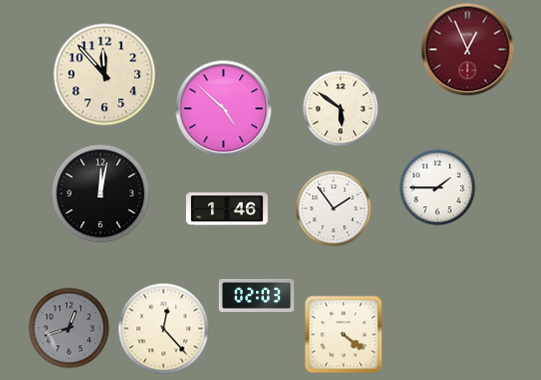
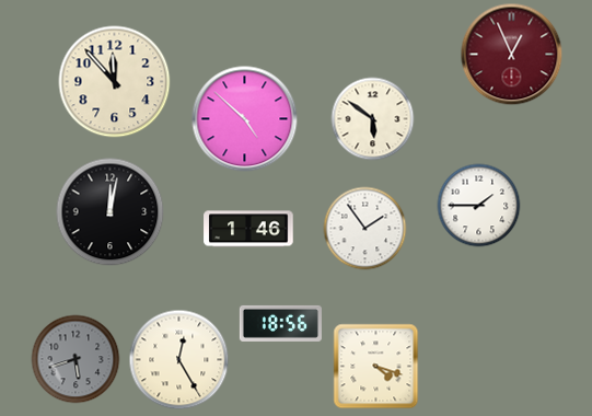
clock at (256, 295): 02:03 -> 18:56
clock at (69, 328): 12:42 -> 5:42
clock at (164, 329): 12:23 -> 12:25
clock at (344, 335): 4:21 -> 4:18
